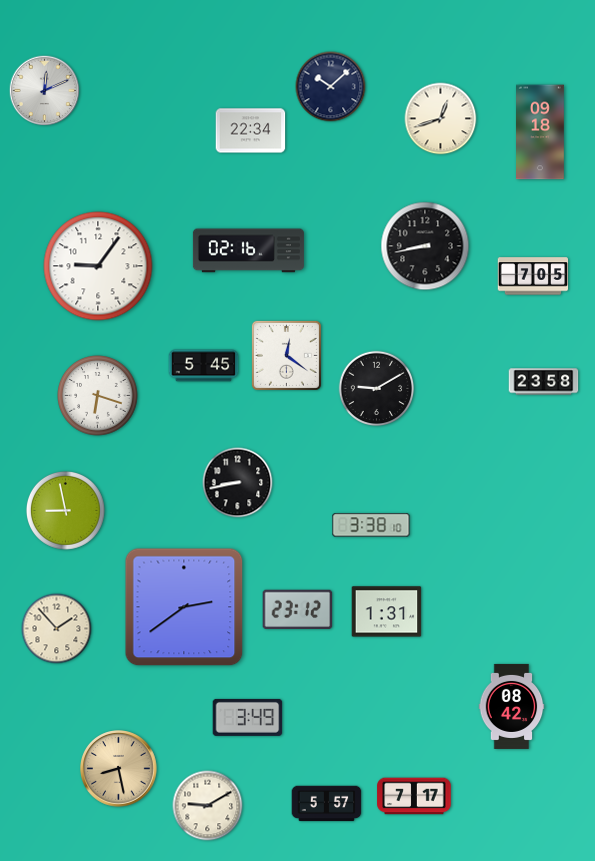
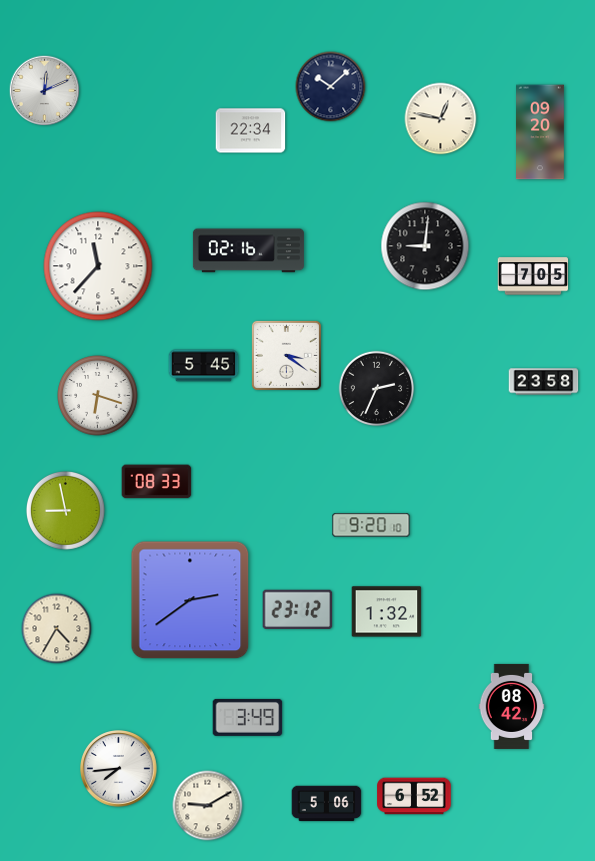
clock at (441, 119): 12:42 -> 12:47
clock at (541, 132): 09:18 -> 09:20
clock at (425, 246): 8:43 -> 9:01
clock at (98, 266): 9:06 -> 11:37
clock at (286, 355): 12:21 -> 3:21
clock at (377, 389): 9:10 -> 2:34
clock at (157, 482): none -> 08:33
clock at (238, 483): 8:43 -> none
clock at (371, 525): 3:38 -> 9:20
clock at (184, 607) position: (184, 607) -> (190, 600)
clock at (387, 612): 1:31 -> 1:32
clock at (57, 629): 1:53 -> 4:35
clock at (119, 769): 8:28 -> 7:44
clock at (119, 769) dial: champagne -> white
clock at (414, 796): 7:17 -> 6:52
clock at (327, 804): 5:57 -> 5:06
